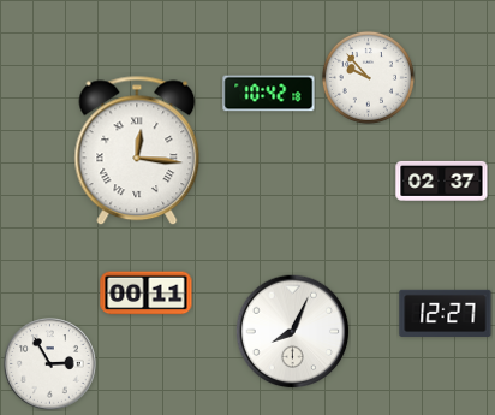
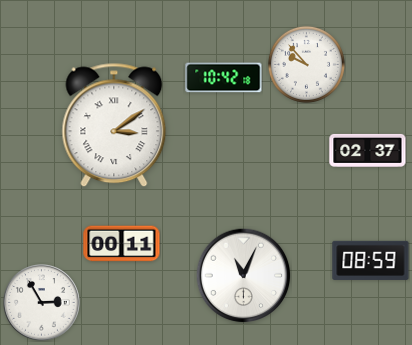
clock at (137, 150): 12:16 -> 3:09
clock at (446, 313): 12:27 -> 08:59
clock at (292, 331): 8:04 -> 11:04
